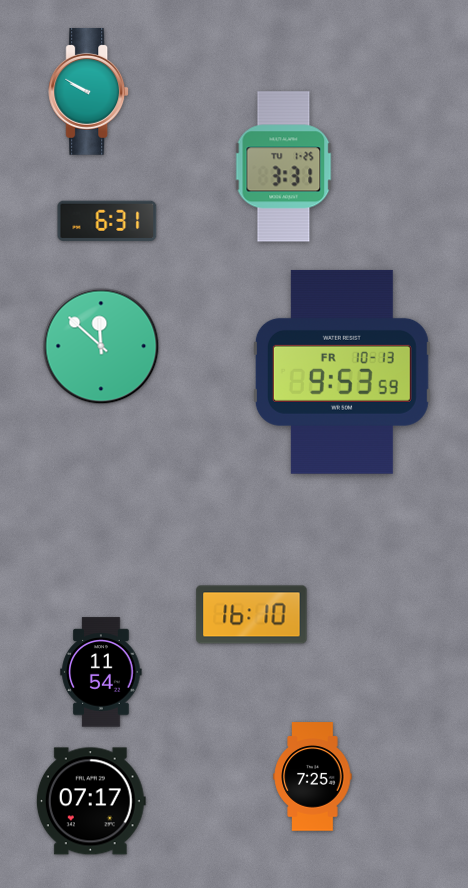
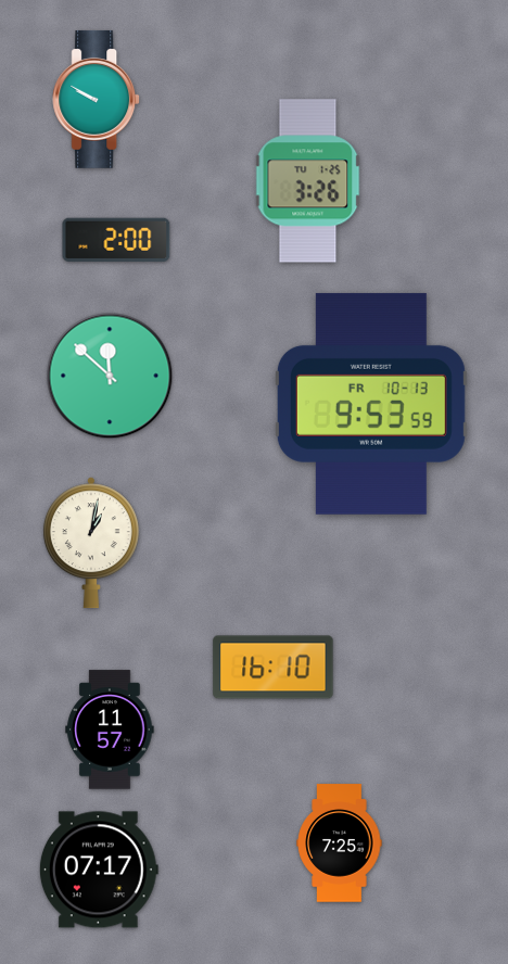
clock at (284, 167): 3:31 -> 3:26
clock at (107, 221): 6:31 -> 2:00
clock at (91, 543): none -> 1:02
clock at (101, 672): 11:54 -> 11:57
